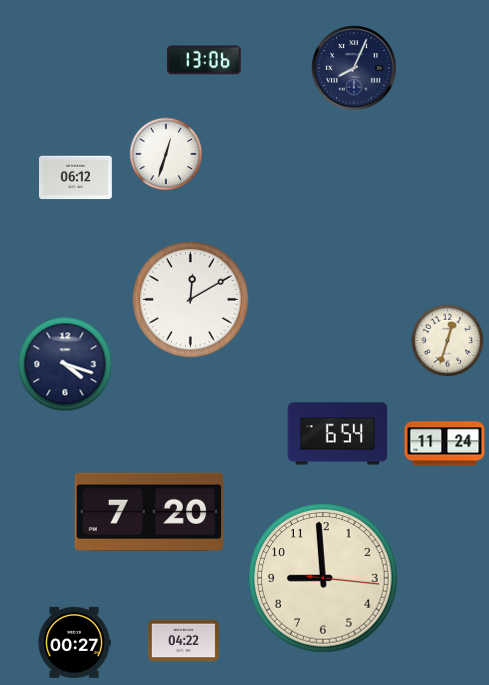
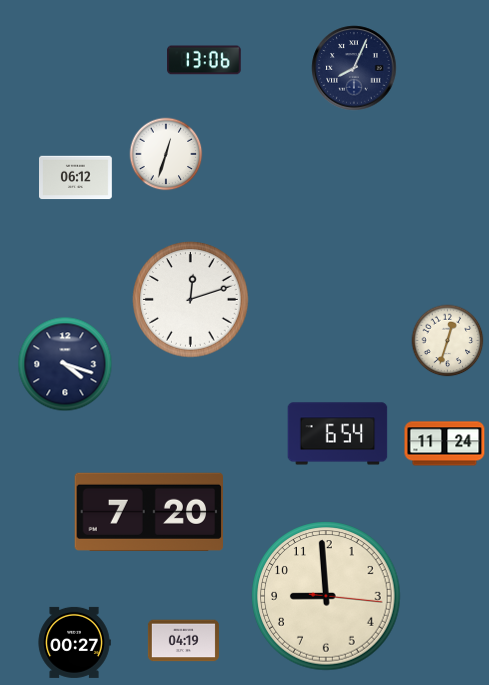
clock at (191, 300): 12:10 -> 12:12
clock at (323, 578) position: (323, 578) -> (326, 596)
clock at (183, 641): 04:22 -> 04:19
